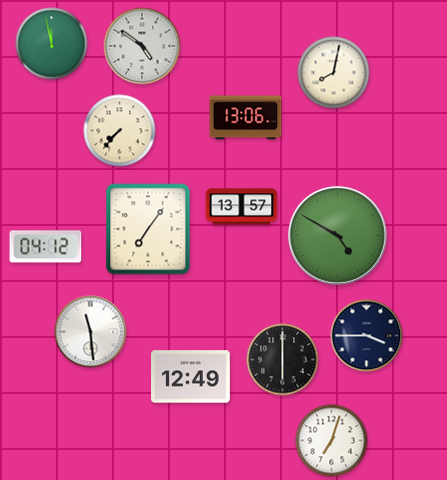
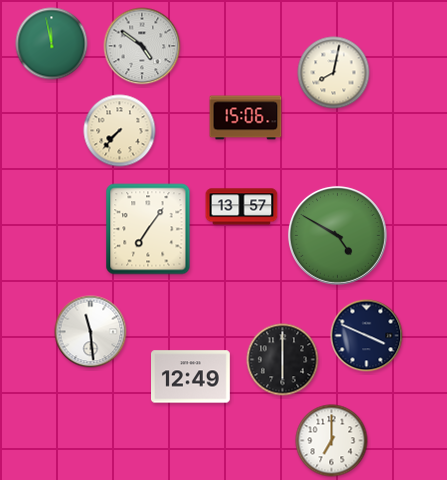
clock at (246, 118): 13:06 -> 15:06
clock at (46, 247): 04:12 -> none
clock at (367, 336): 3:45 -> 3:49
clock at (332, 441): 7:03 -> 7:00
